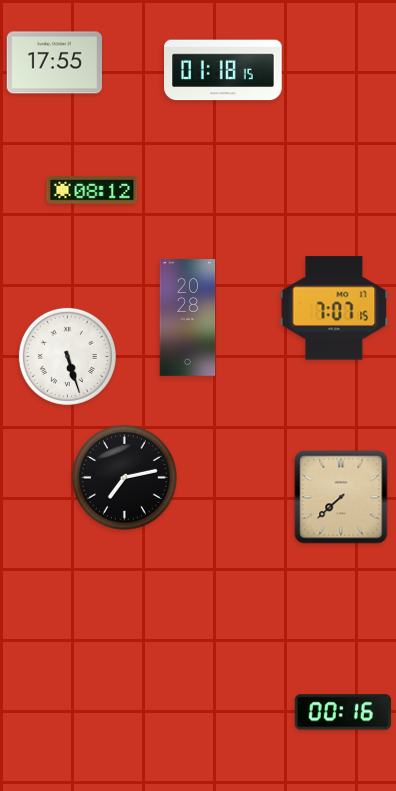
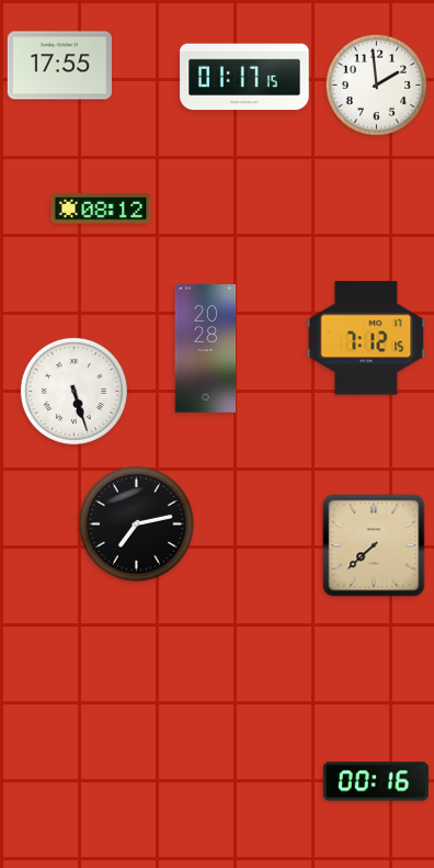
clock at (54, 63) position: (54, 63) -> (59, 66)
clock at (223, 70): 01:18 -> 01:17
clock at (377, 86): none -> 1:59
clock at (334, 308): 7:07 -> 7:12
